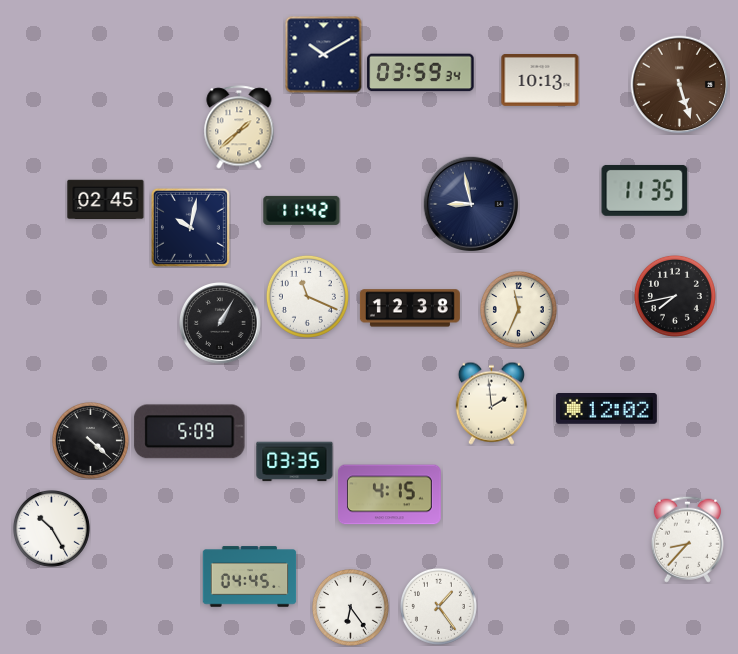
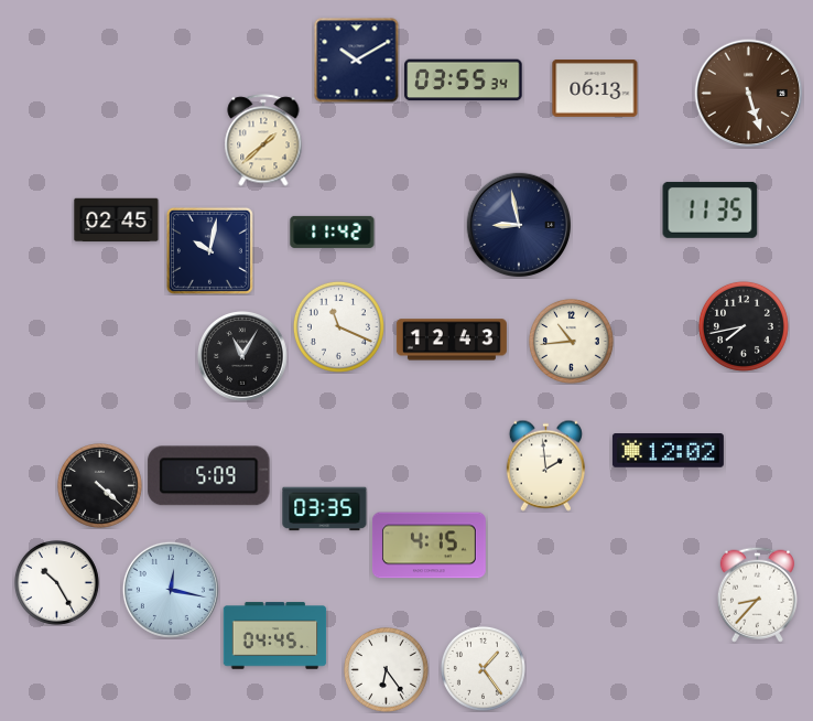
clock at (421, 73): 03:59 -> 03:55
clock at (540, 81): 10:13 -> 06:13
clock at (410, 308): 12:38 -> 12:43
clock at (518, 309): 11:34 -> 10:44
clock at (221, 324): 1:05 -> 11:05
clock at (491, 403) position: (491, 403) -> (545, 465)
clock at (171, 590): none -> 12:17
